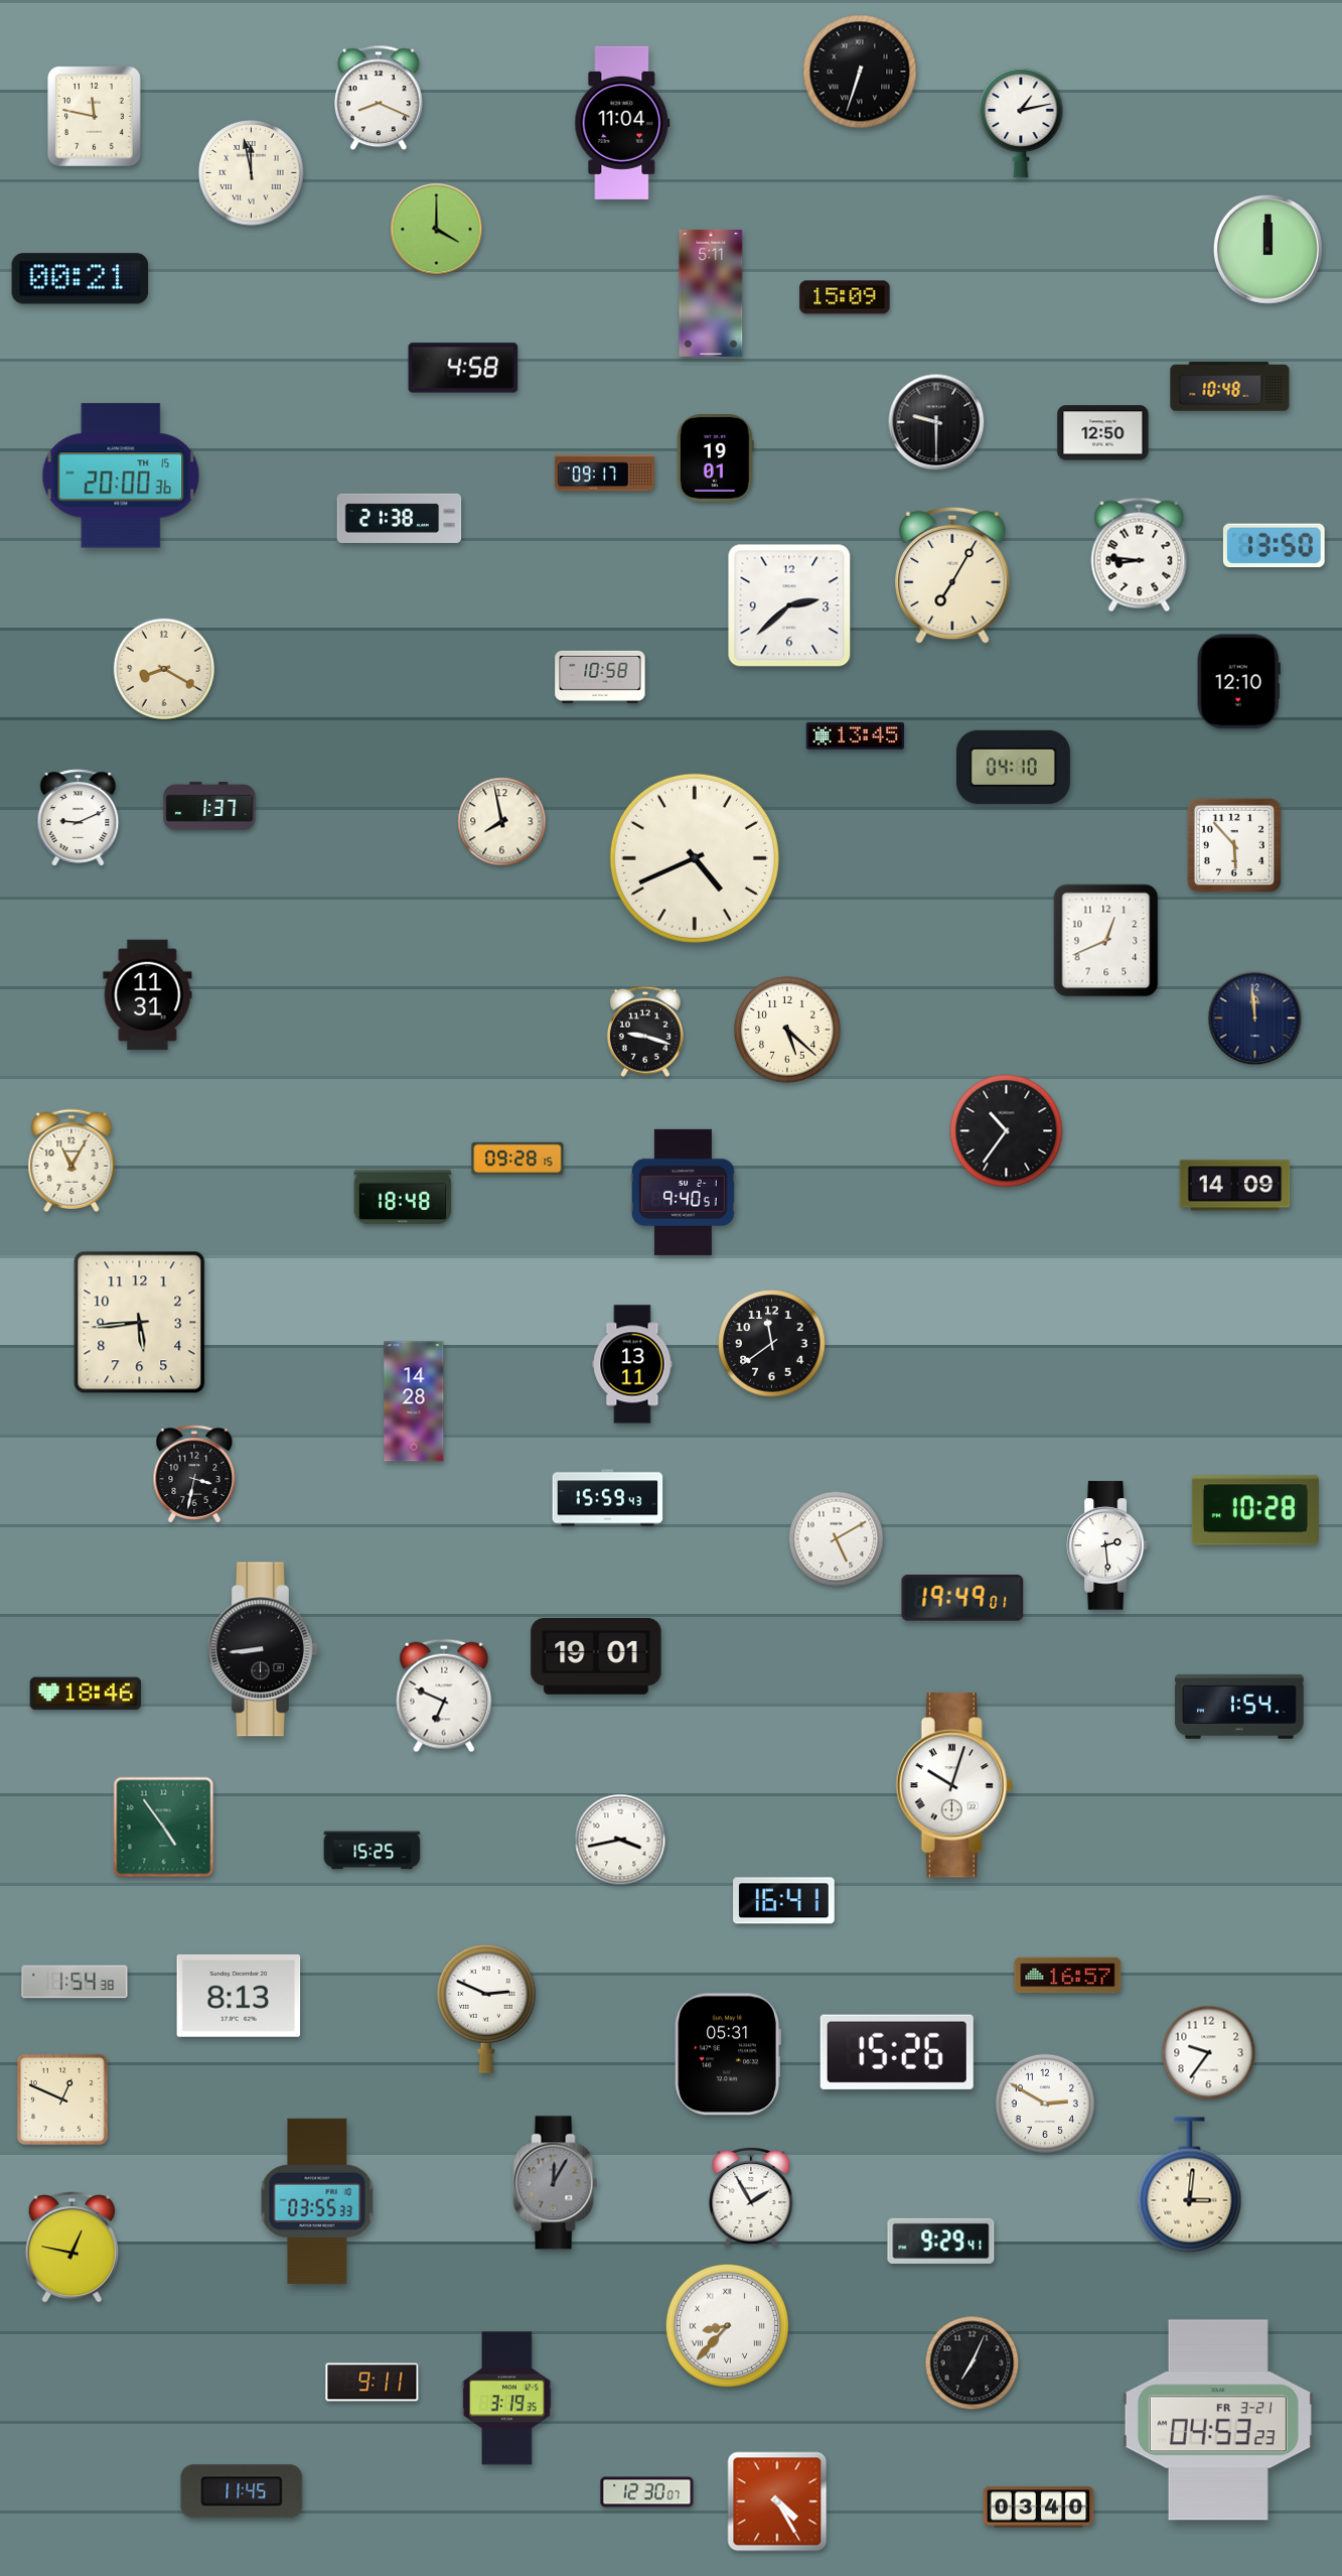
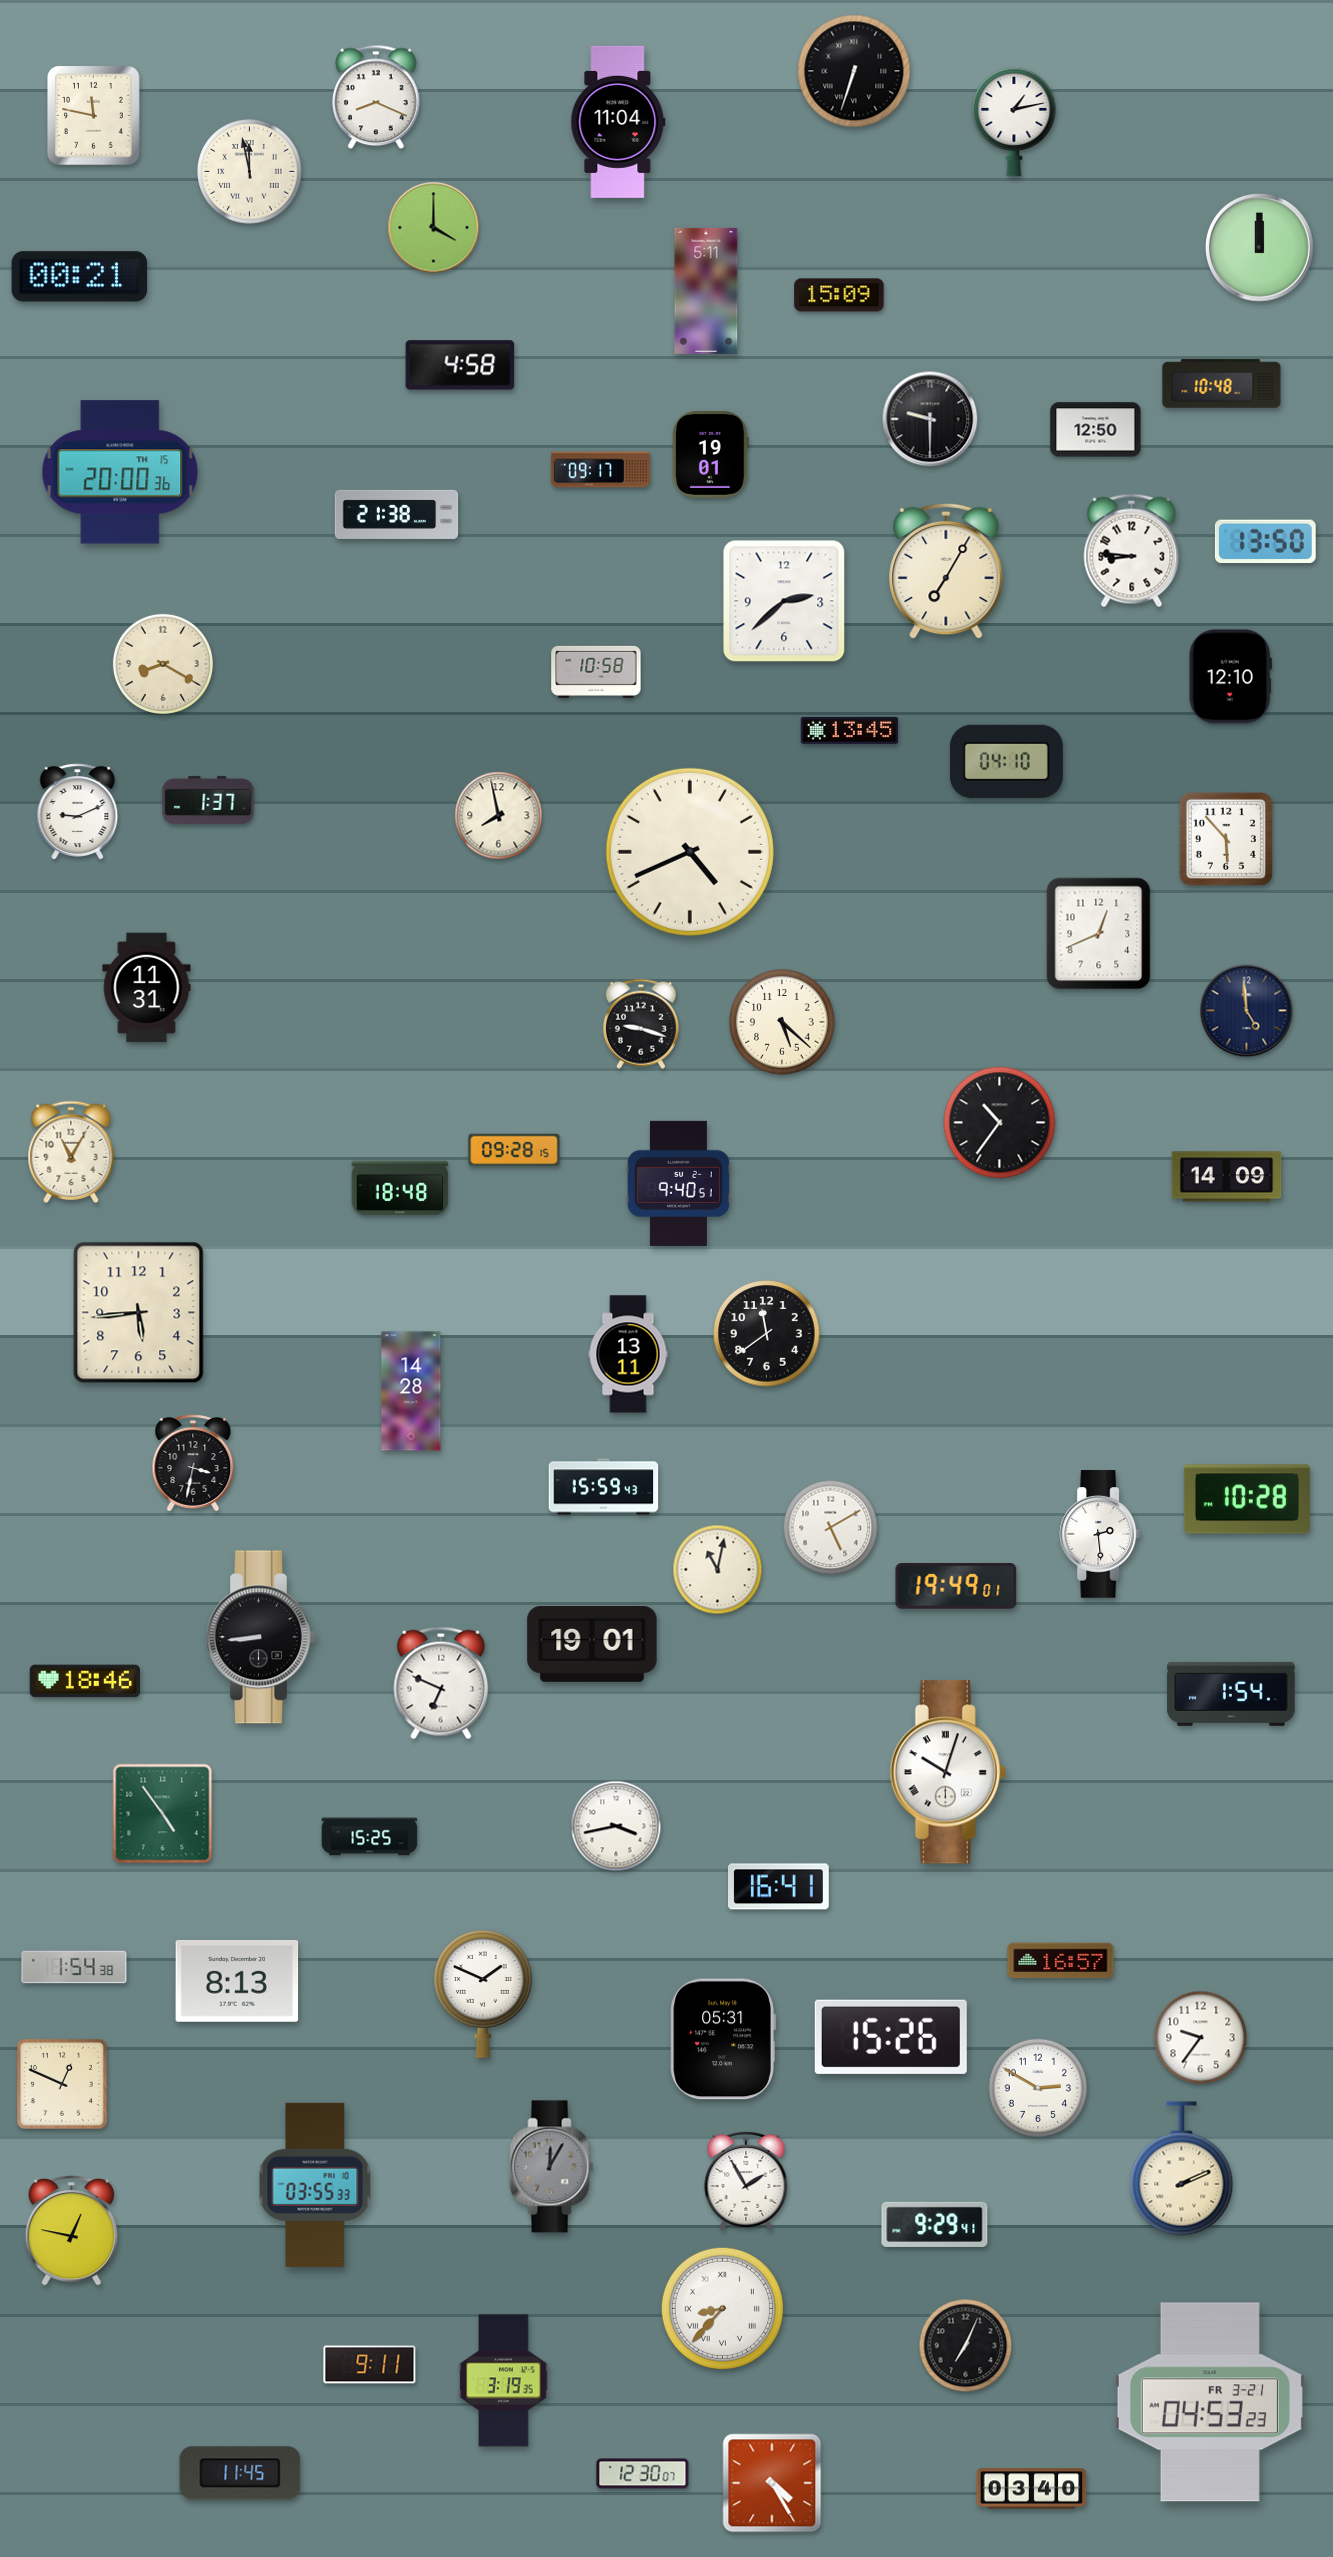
clock at (1255, 1019): 11:59 -> 4:59
clock at (718, 1570): none -> 11:02
clock at (487, 2009): 2:49 -> 1:49
clock at (1190, 2185): 3:01 -> 2:11
